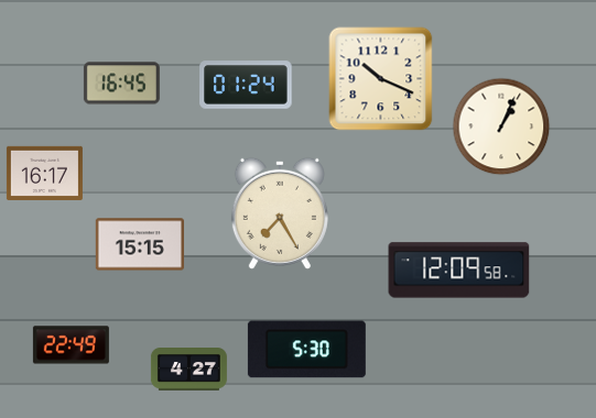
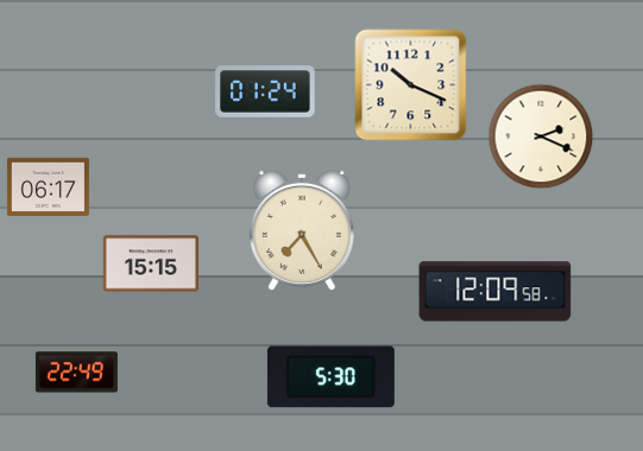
clock at (121, 84): 16:45 -> none
clock at (501, 127): 1:04 -> 2:19
clock at (44, 173): 16:17 -> 06:17
clock at (188, 370): 4:27 -> none
